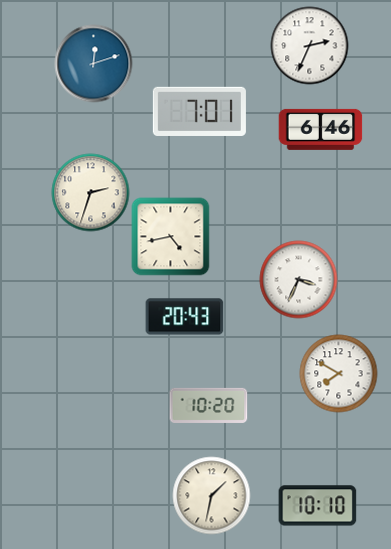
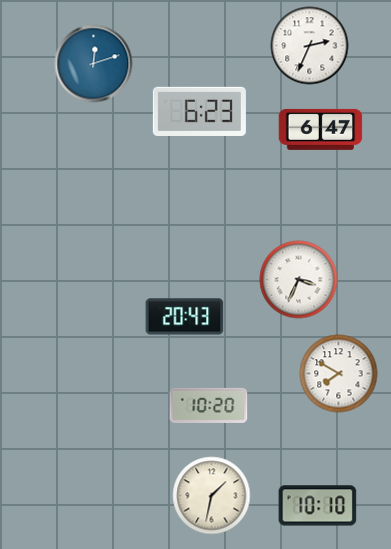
clock at (199, 111): 7:01 -> 6:23
clock at (320, 129): 6:46 -> 6:47
clock at (90, 192): 2:33 -> none
clock at (170, 236): 4:43 -> none
